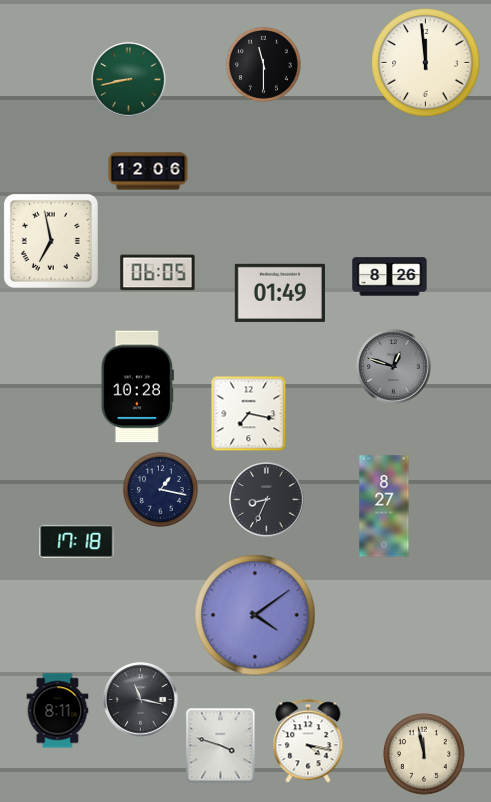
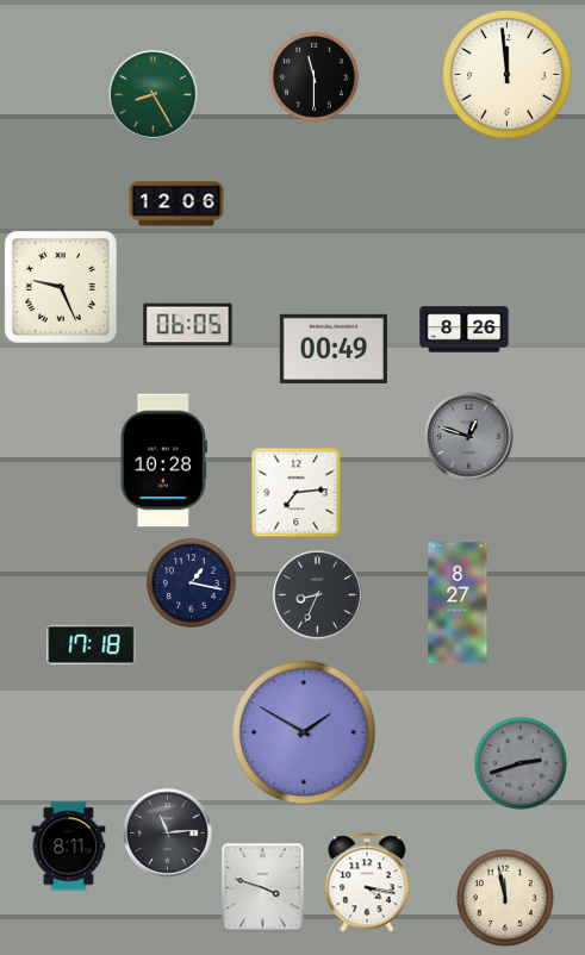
clock at (129, 80): 8:43 -> 8:25
clock at (51, 241): 6:58 -> 9:26
clock at (280, 293): 01:49 -> 00:49
clock at (249, 414): 7:17 -> 7:14
clock at (255, 615): 4:09 -> 1:50
clock at (521, 763): none -> 2:42
clock at (141, 700): 11:17 -> 11:14
